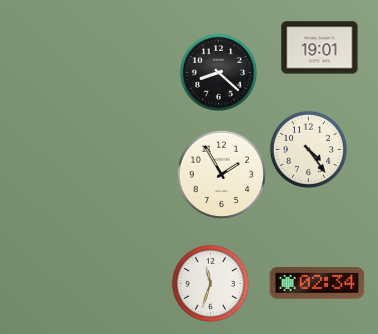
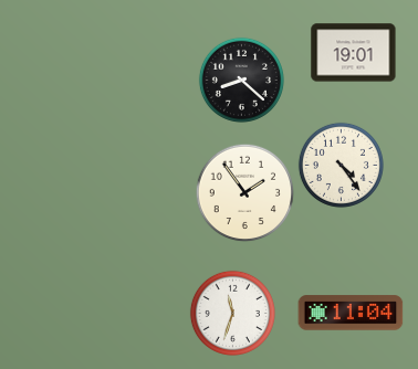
clock at (221, 174): 1:55 -> 1:54
clock at (317, 283): 02:34 -> 11:04
